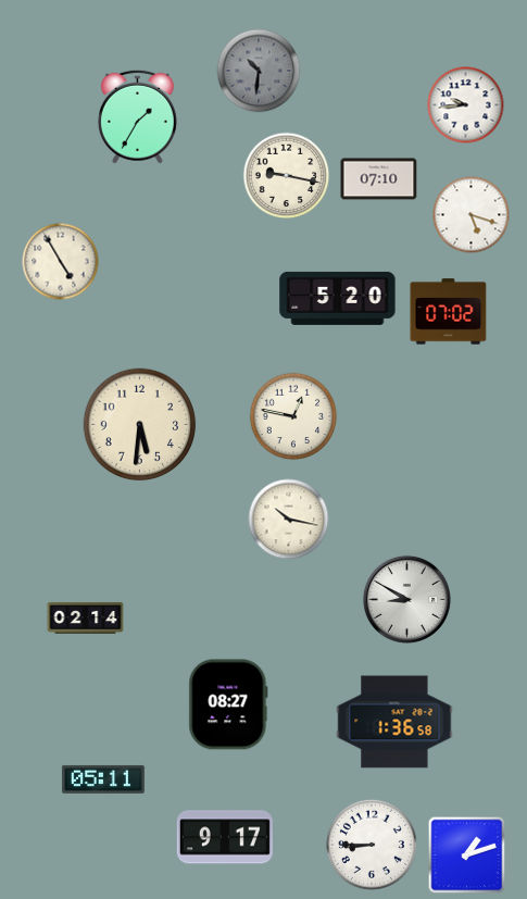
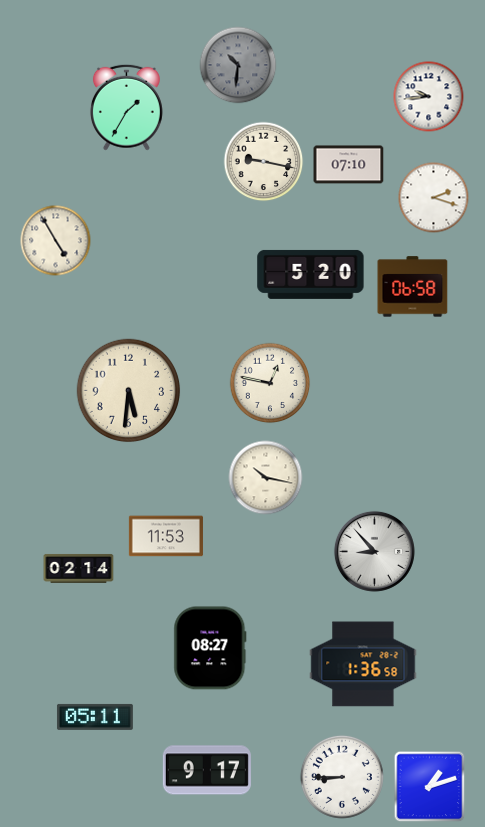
clock at (472, 215): 5:18 -> 2:18
clock at (449, 312): 07:02 -> 06:58
clock at (166, 536): none -> 11:53
clock at (406, 599): 8:50 -> 8:53
